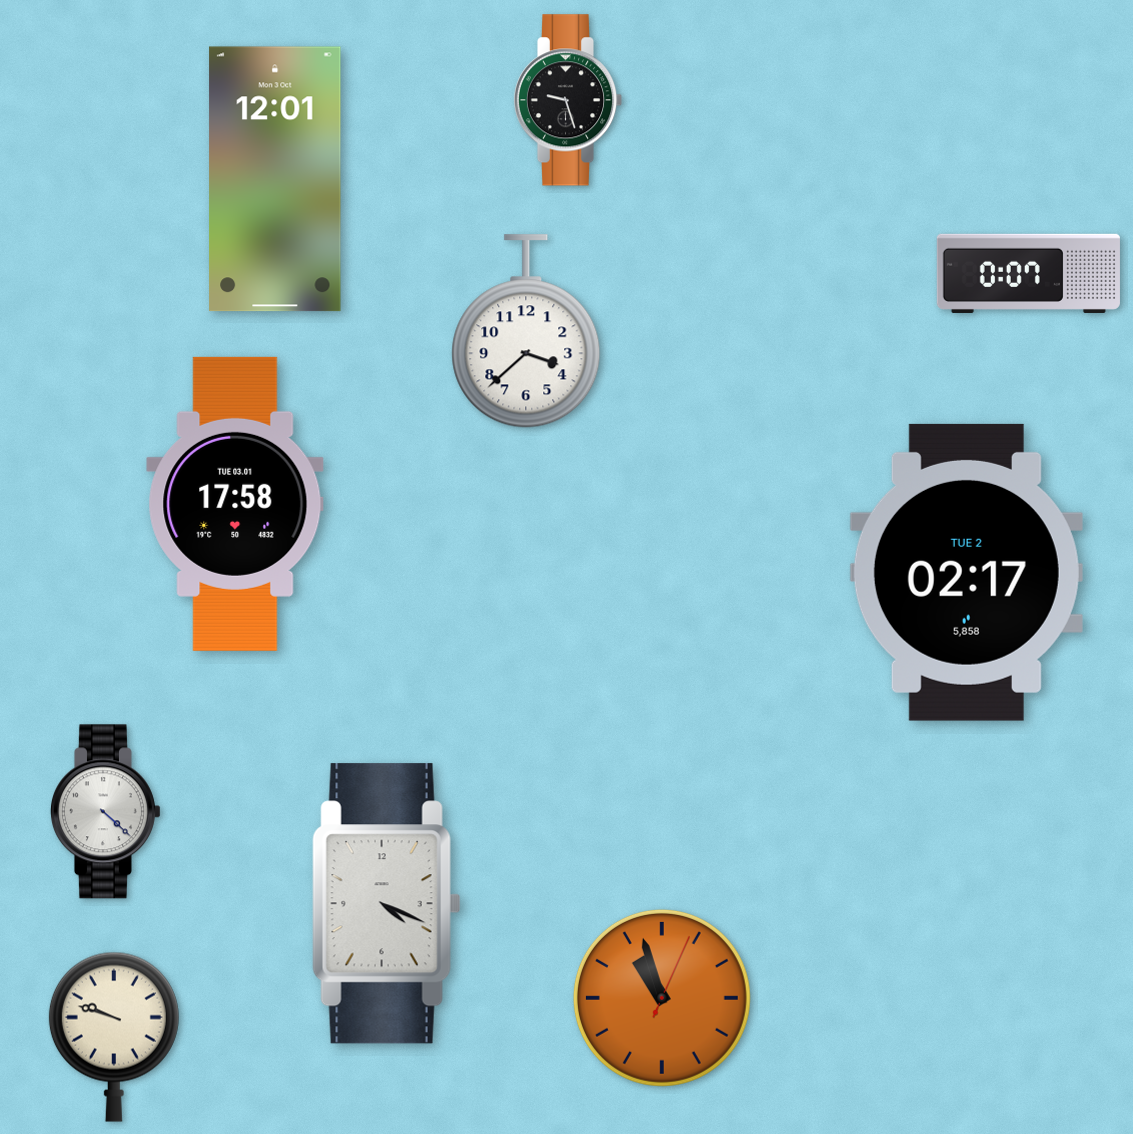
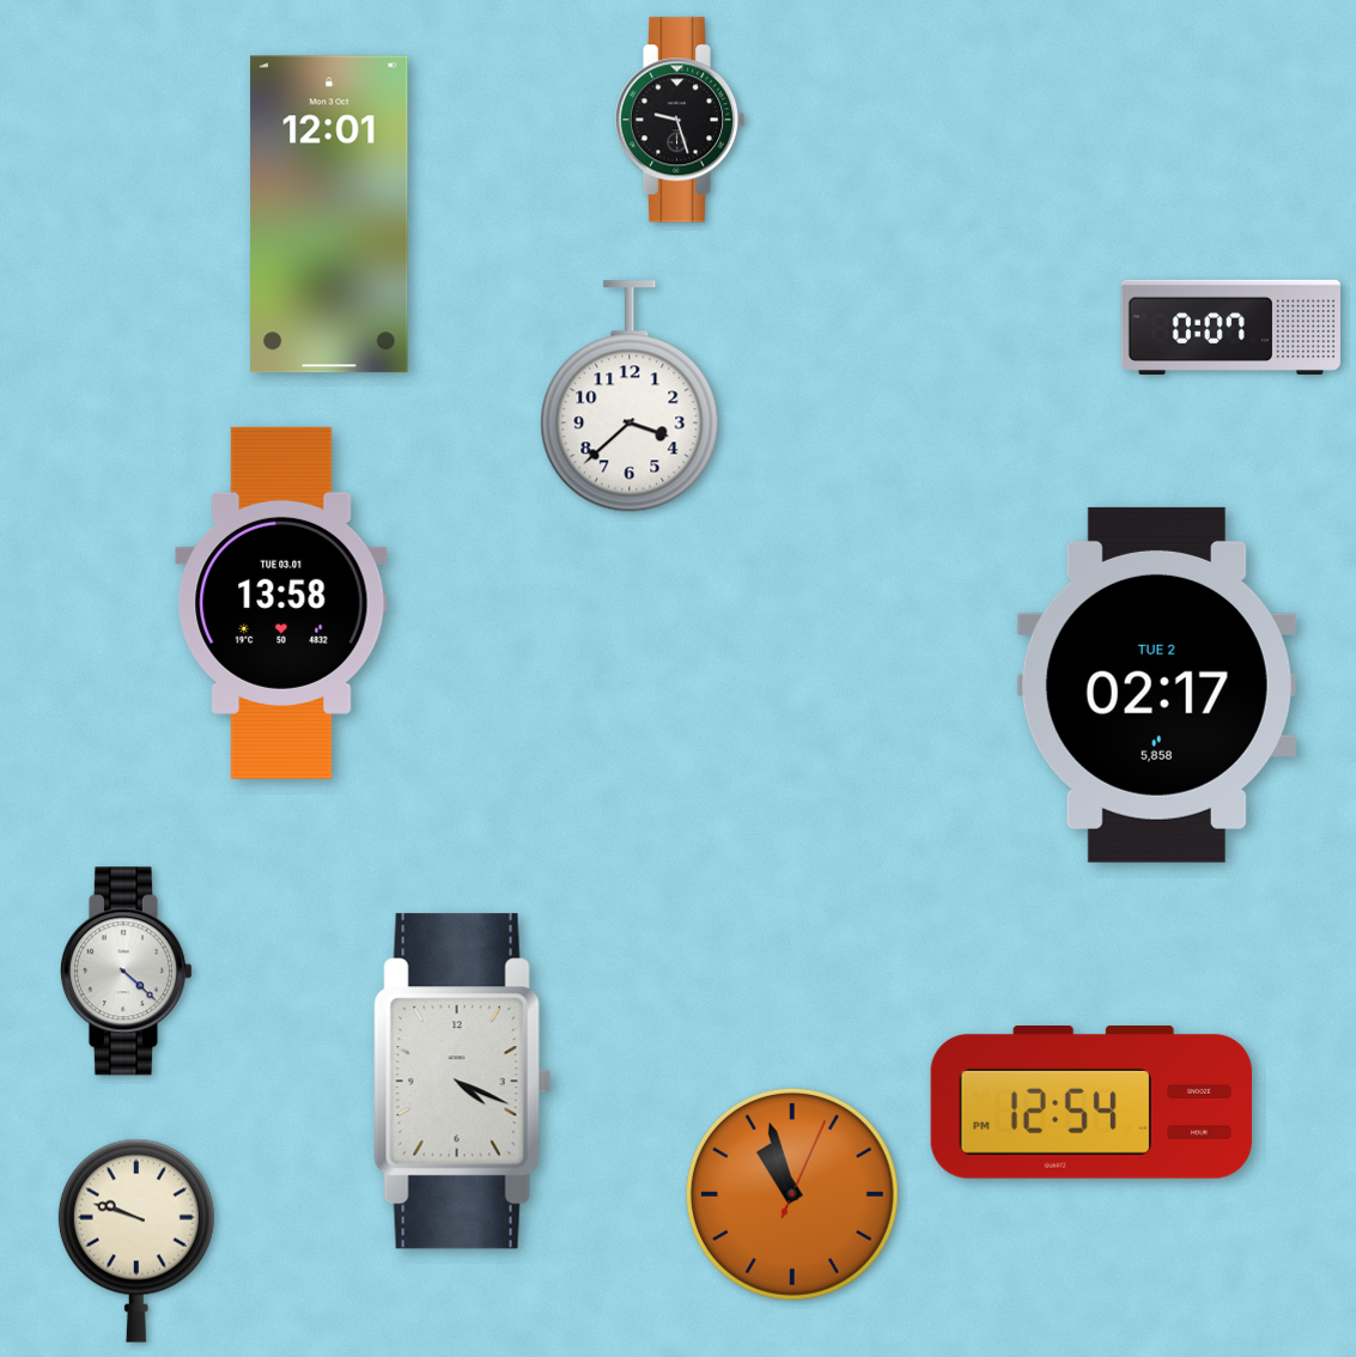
clock at (235, 504): 17:58 -> 13:58
clock at (1092, 1103): none -> 12:54
